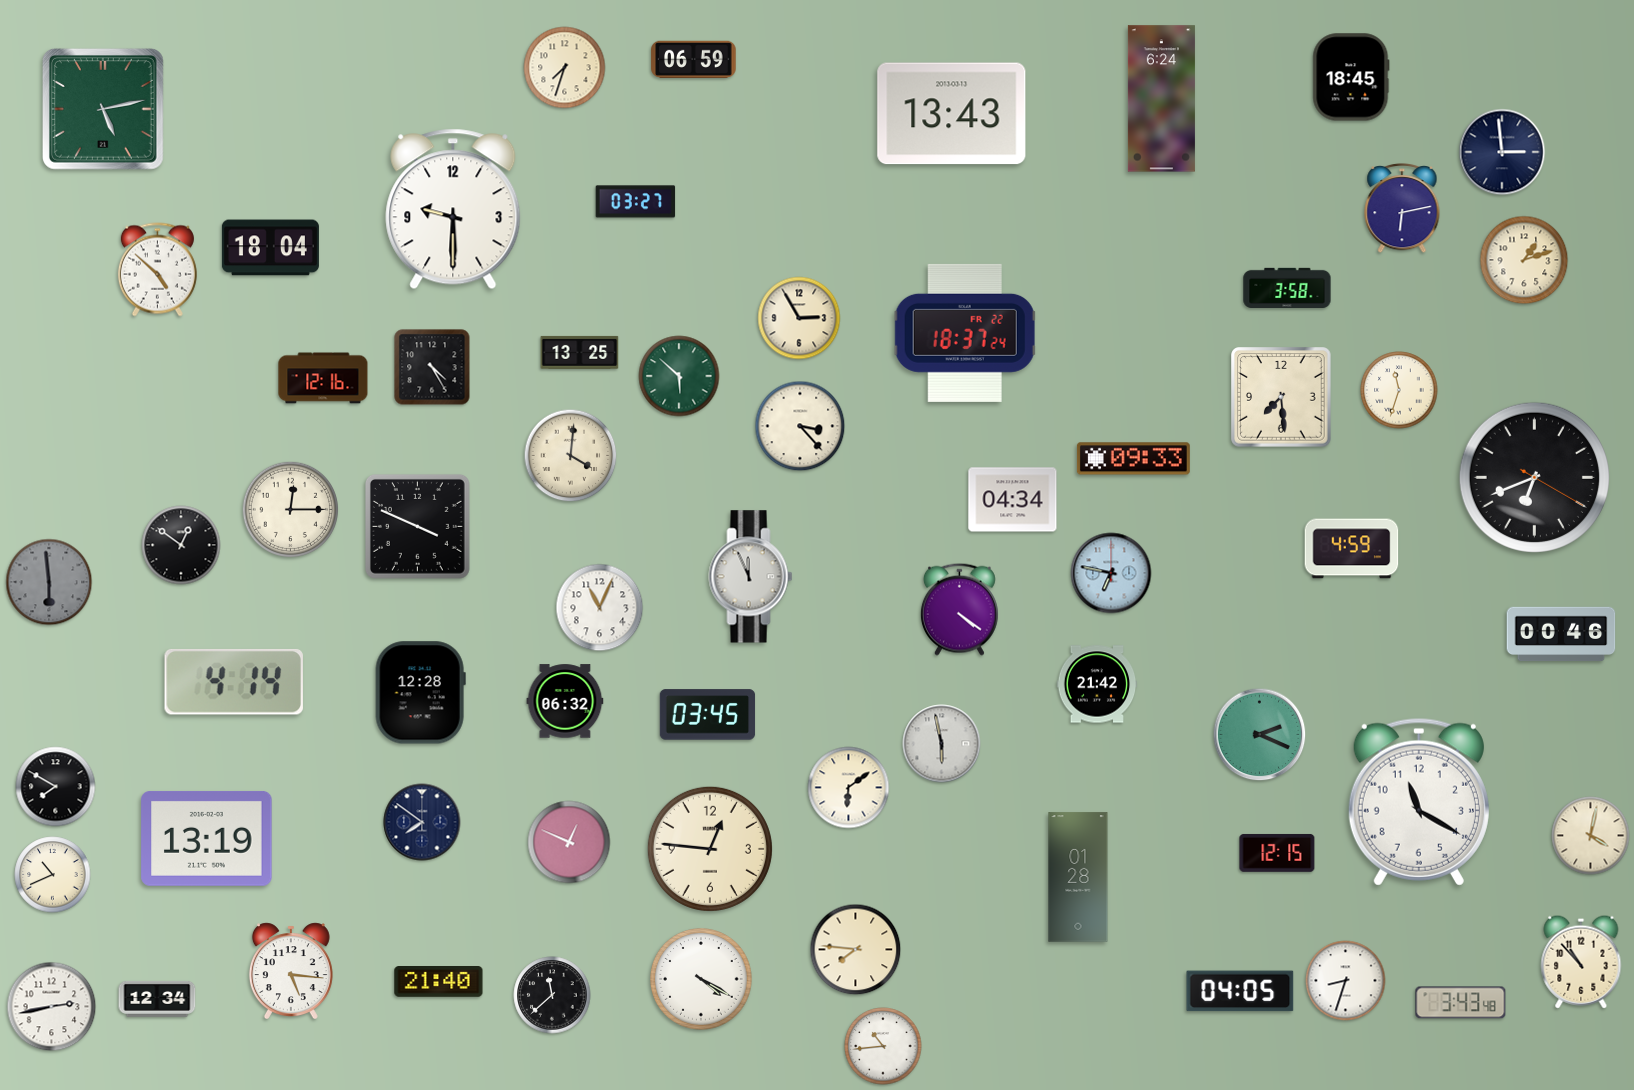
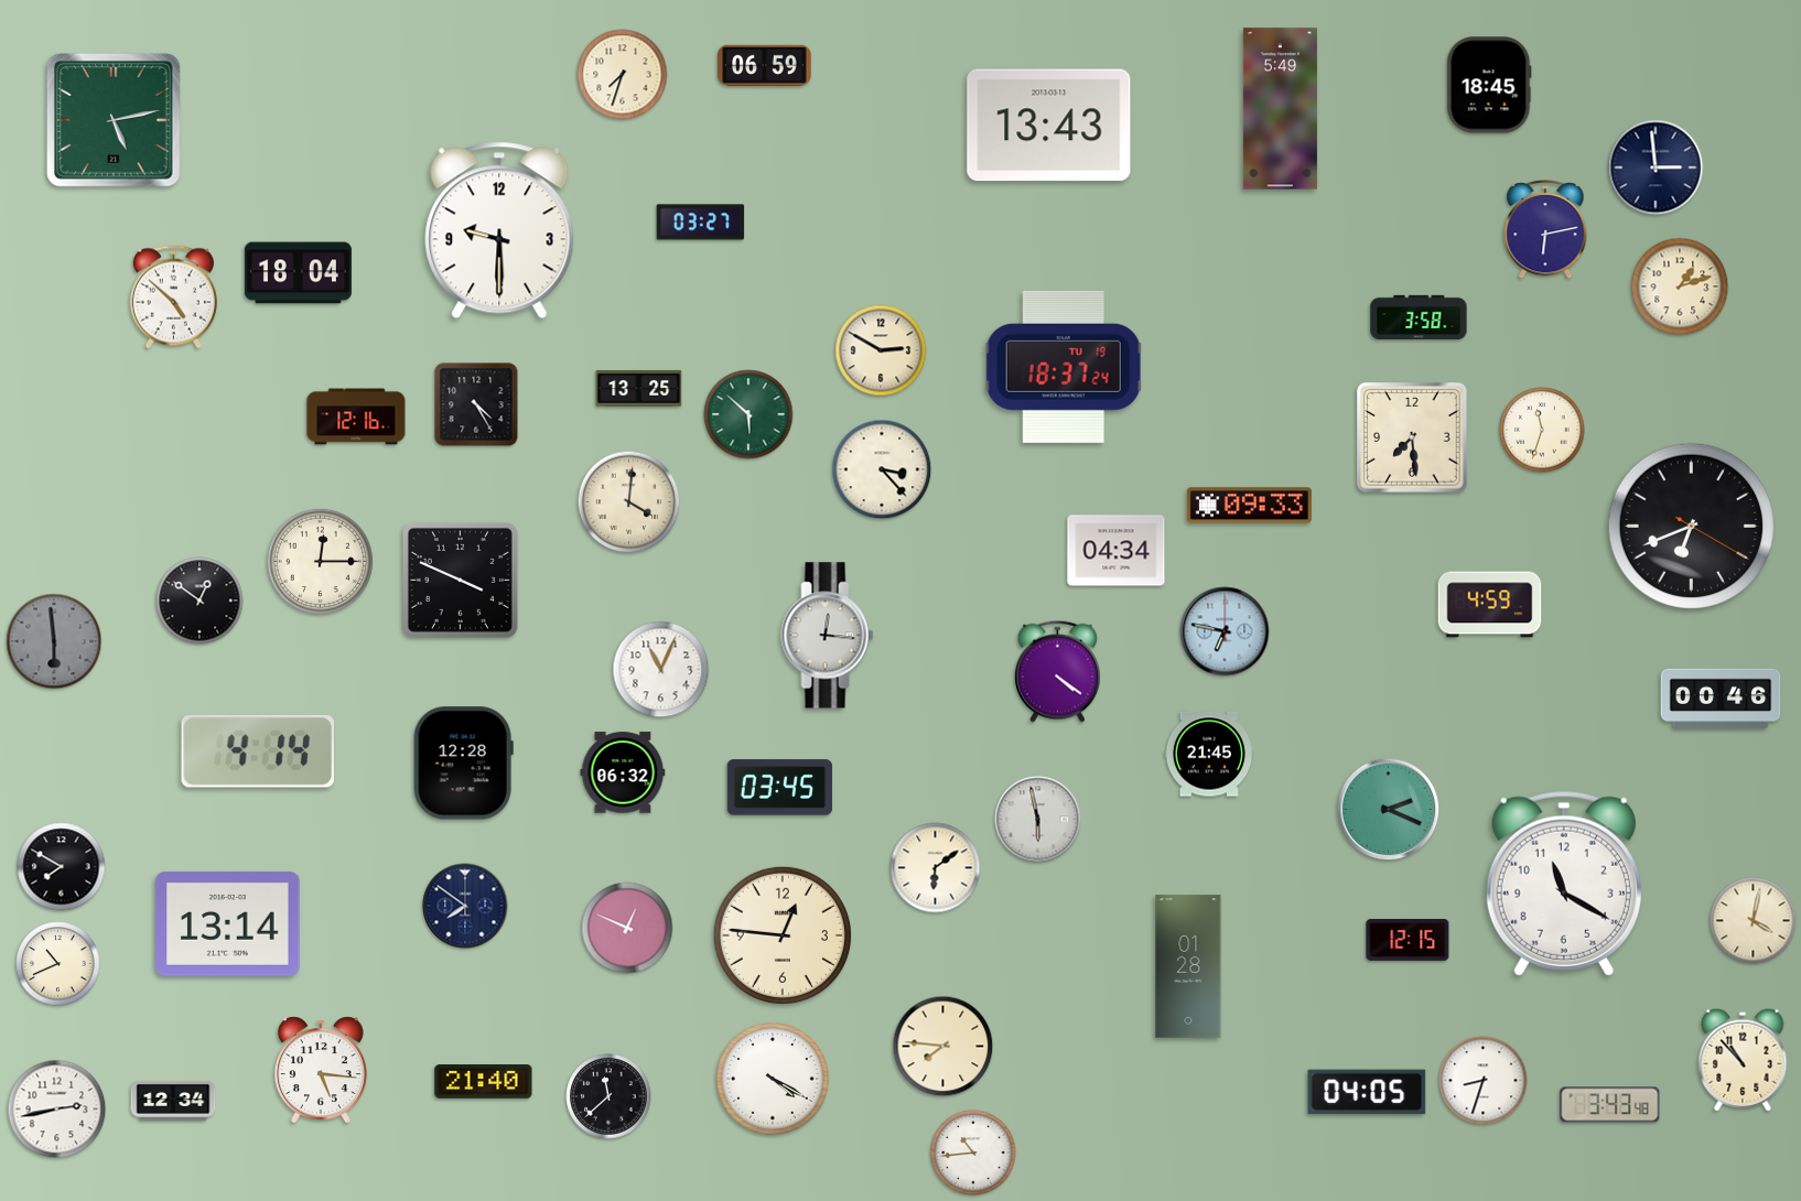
clock at (1161, 99): 6:24 -> 5:49
clock at (799, 318): 2:55 -> 2:50
clock at (965, 333) date: FR 22 -> TU 19
clock at (751, 577): 11:56 -> 12:16
clock at (1097, 684): 21:42 -> 21:45
clock at (207, 838): 13:19 -> 13:14
